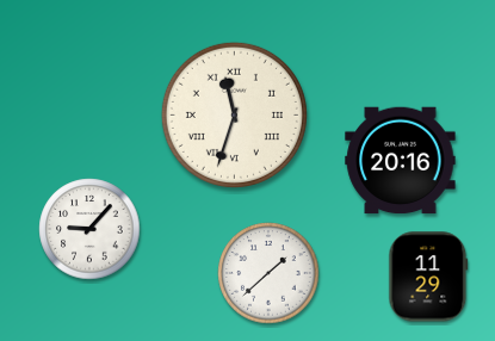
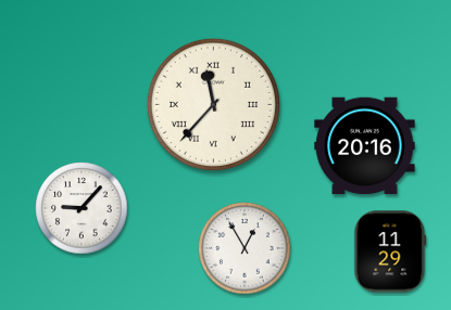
clock at (234, 114): 11:33 -> 11:37
clock at (268, 273): 1:38 -> 12:55
